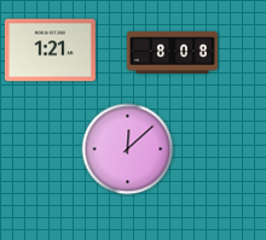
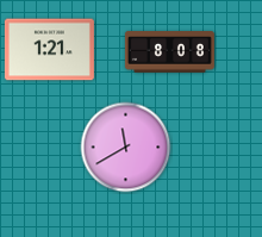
clock at (128, 150): 12:08 -> 11:40
